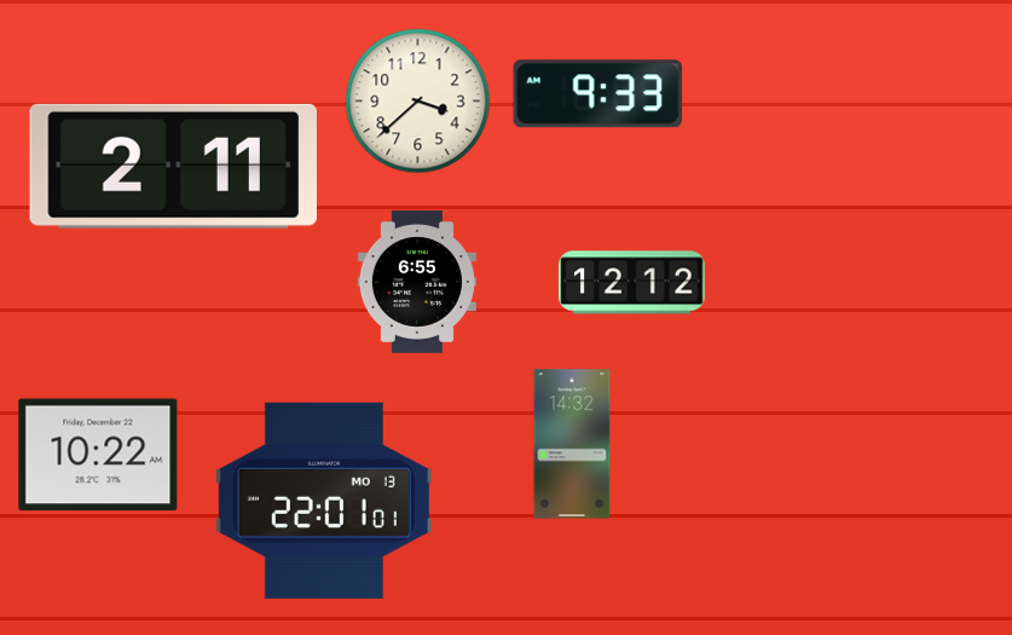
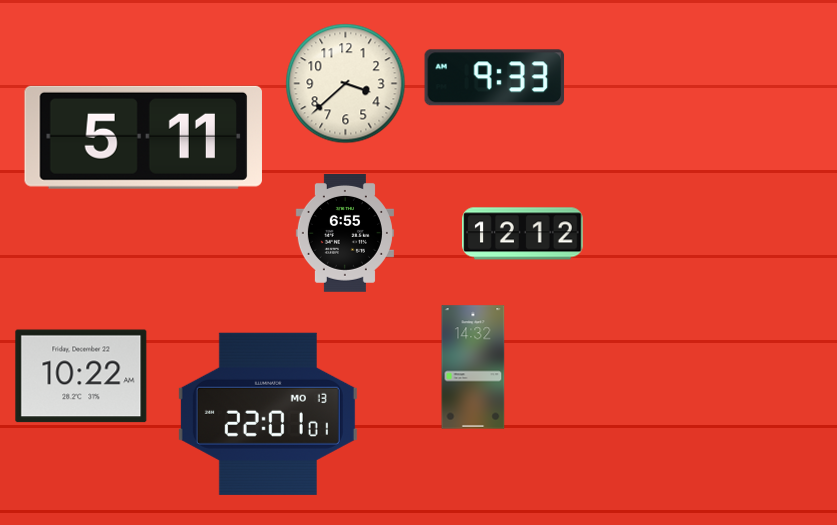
clock at (173, 166): 2:11 -> 5:11
